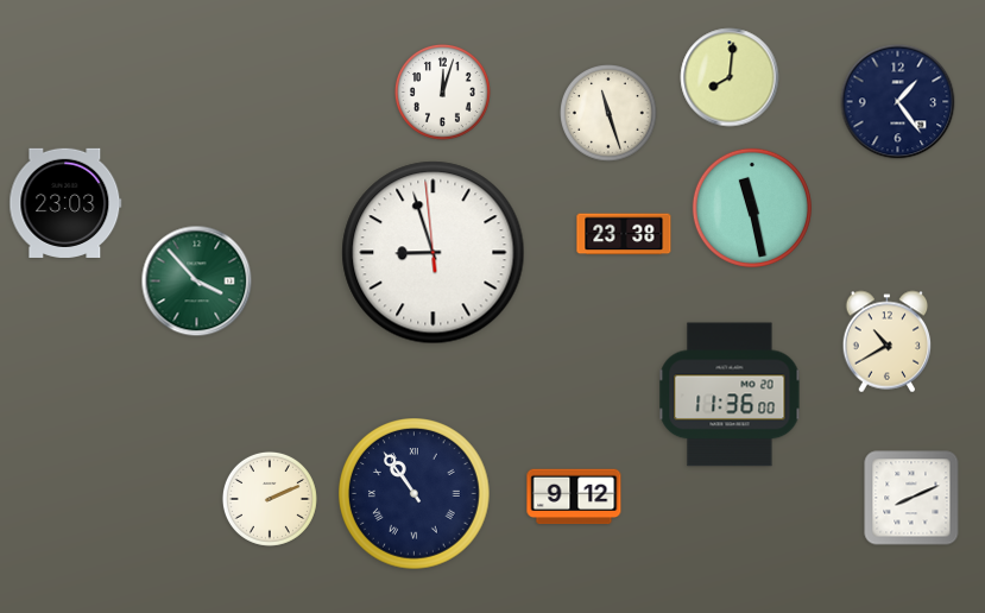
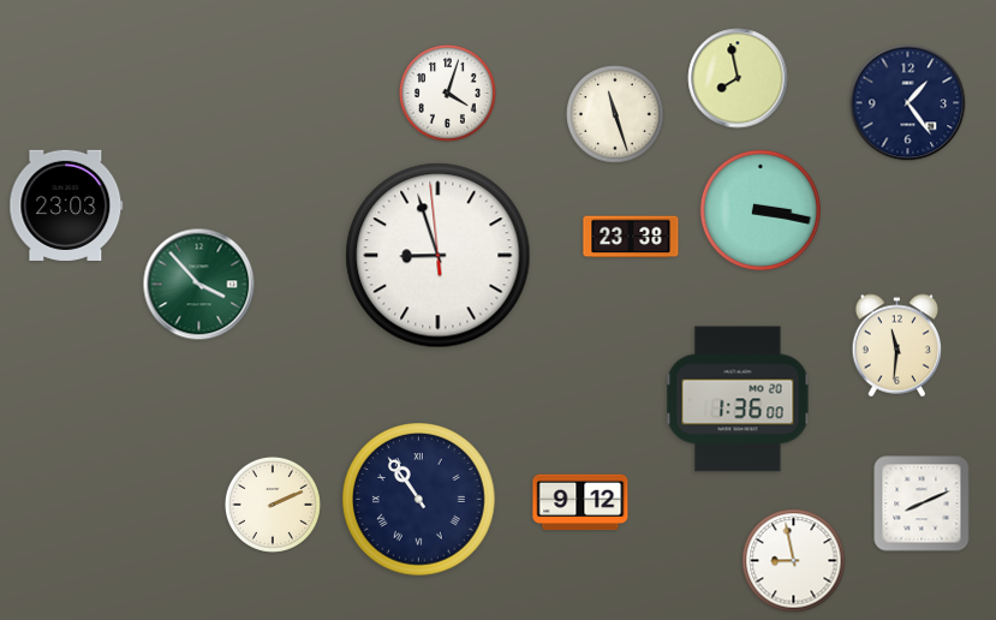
clock at (730, 77): 8:01 -> 7:58
clock at (442, 91): 12:03 -> 4:03
clock at (752, 208): 11:28 -> 3:17
clock at (888, 342): 10:40 -> 11:31
clock at (730, 394): 11:36 -> 1:36
clock at (794, 561): none -> 8:58
